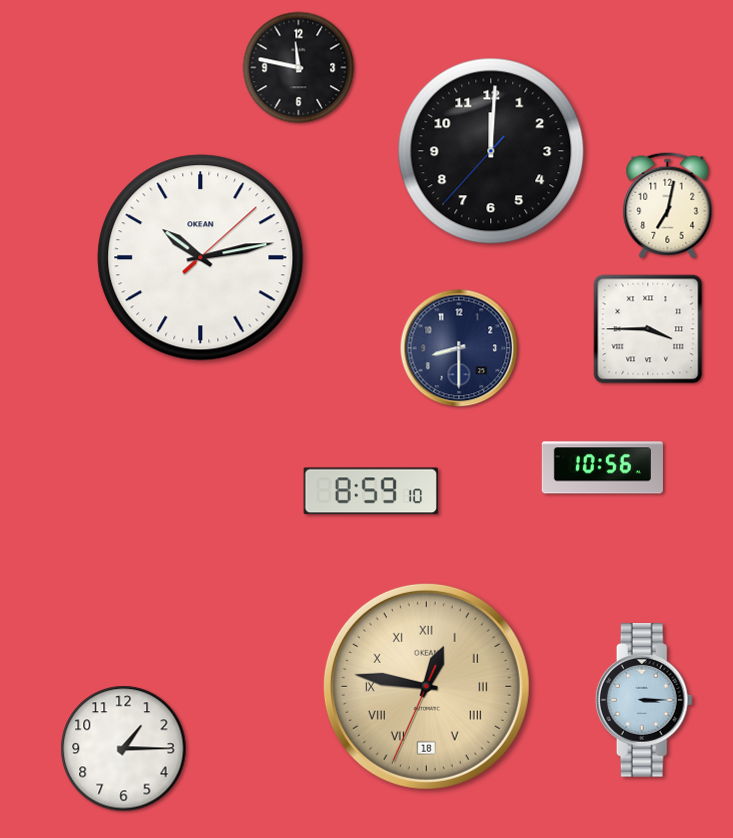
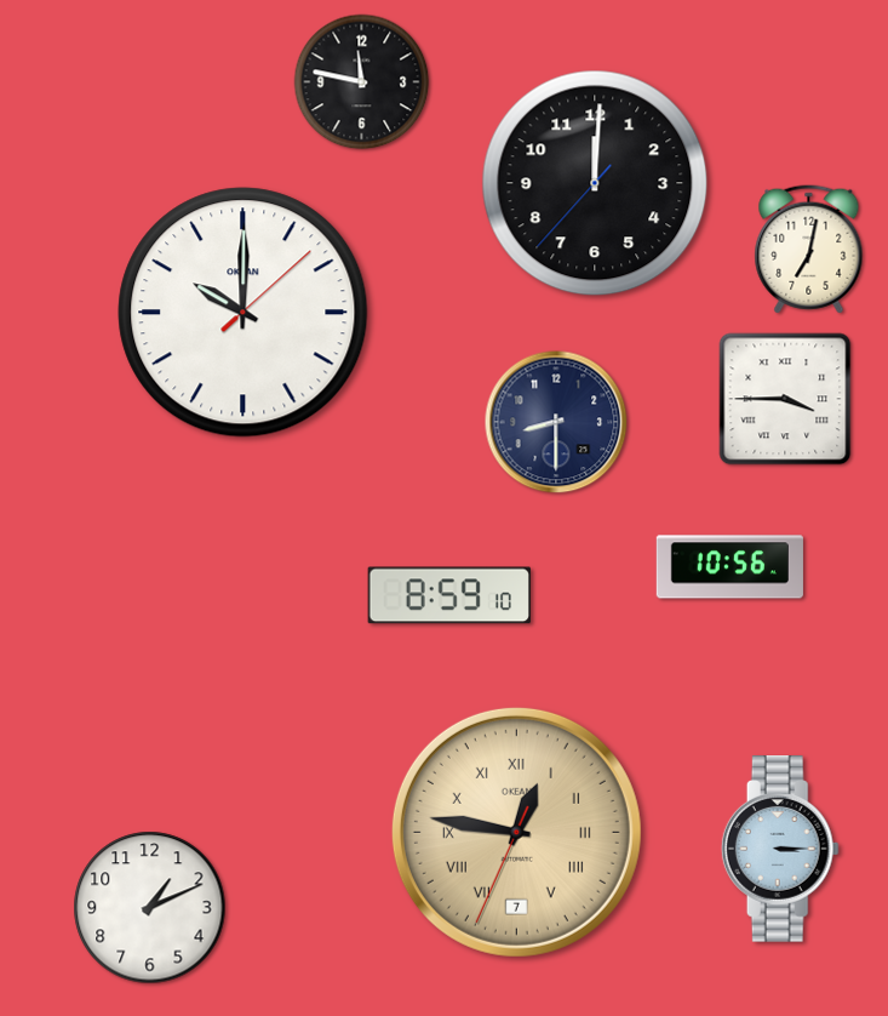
clock at (201, 258): 10:13 -> 10:00
clock at (426, 686) date: 18 -> 7
clock at (124, 749): 1:15 -> 1:11
